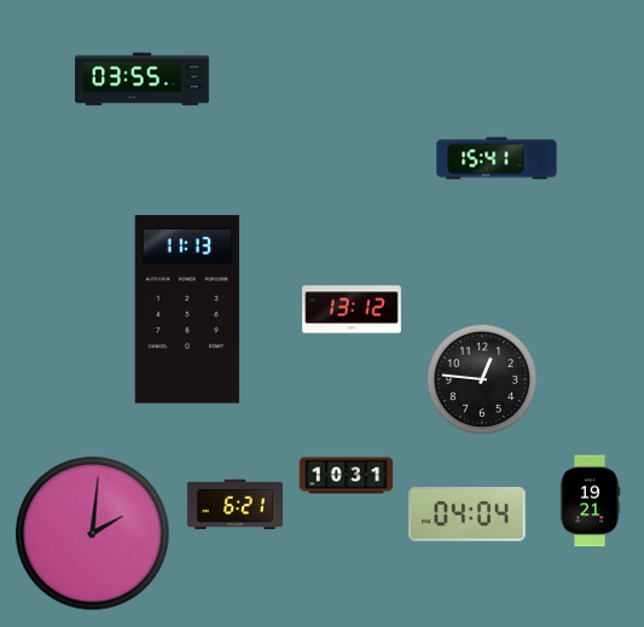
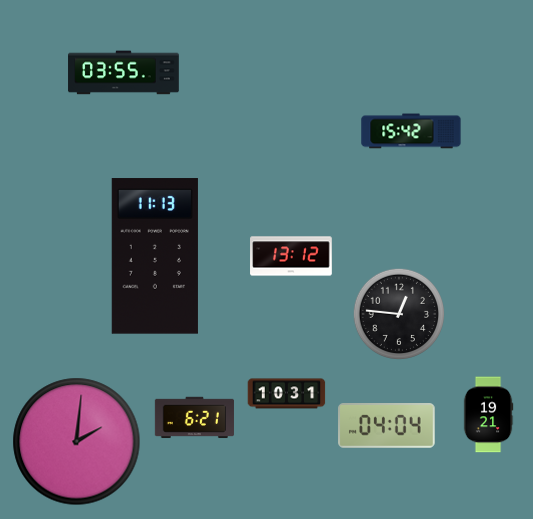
clock at (143, 80) position: (143, 80) -> (124, 73)
clock at (497, 158): 15:41 -> 15:42
